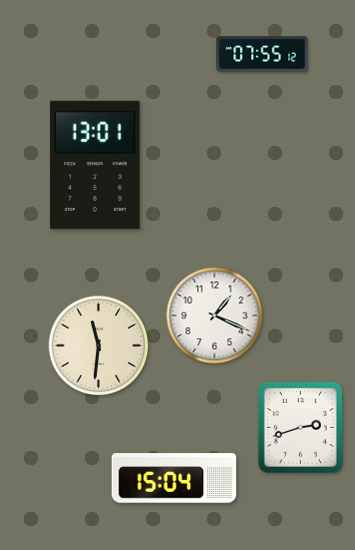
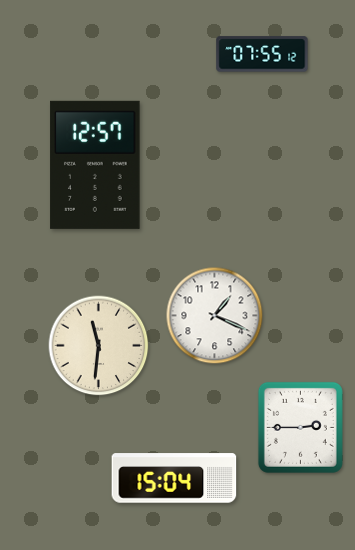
clock at (95, 165): 13:01 -> 12:57
clock at (300, 427): 2:42 -> 2:45
